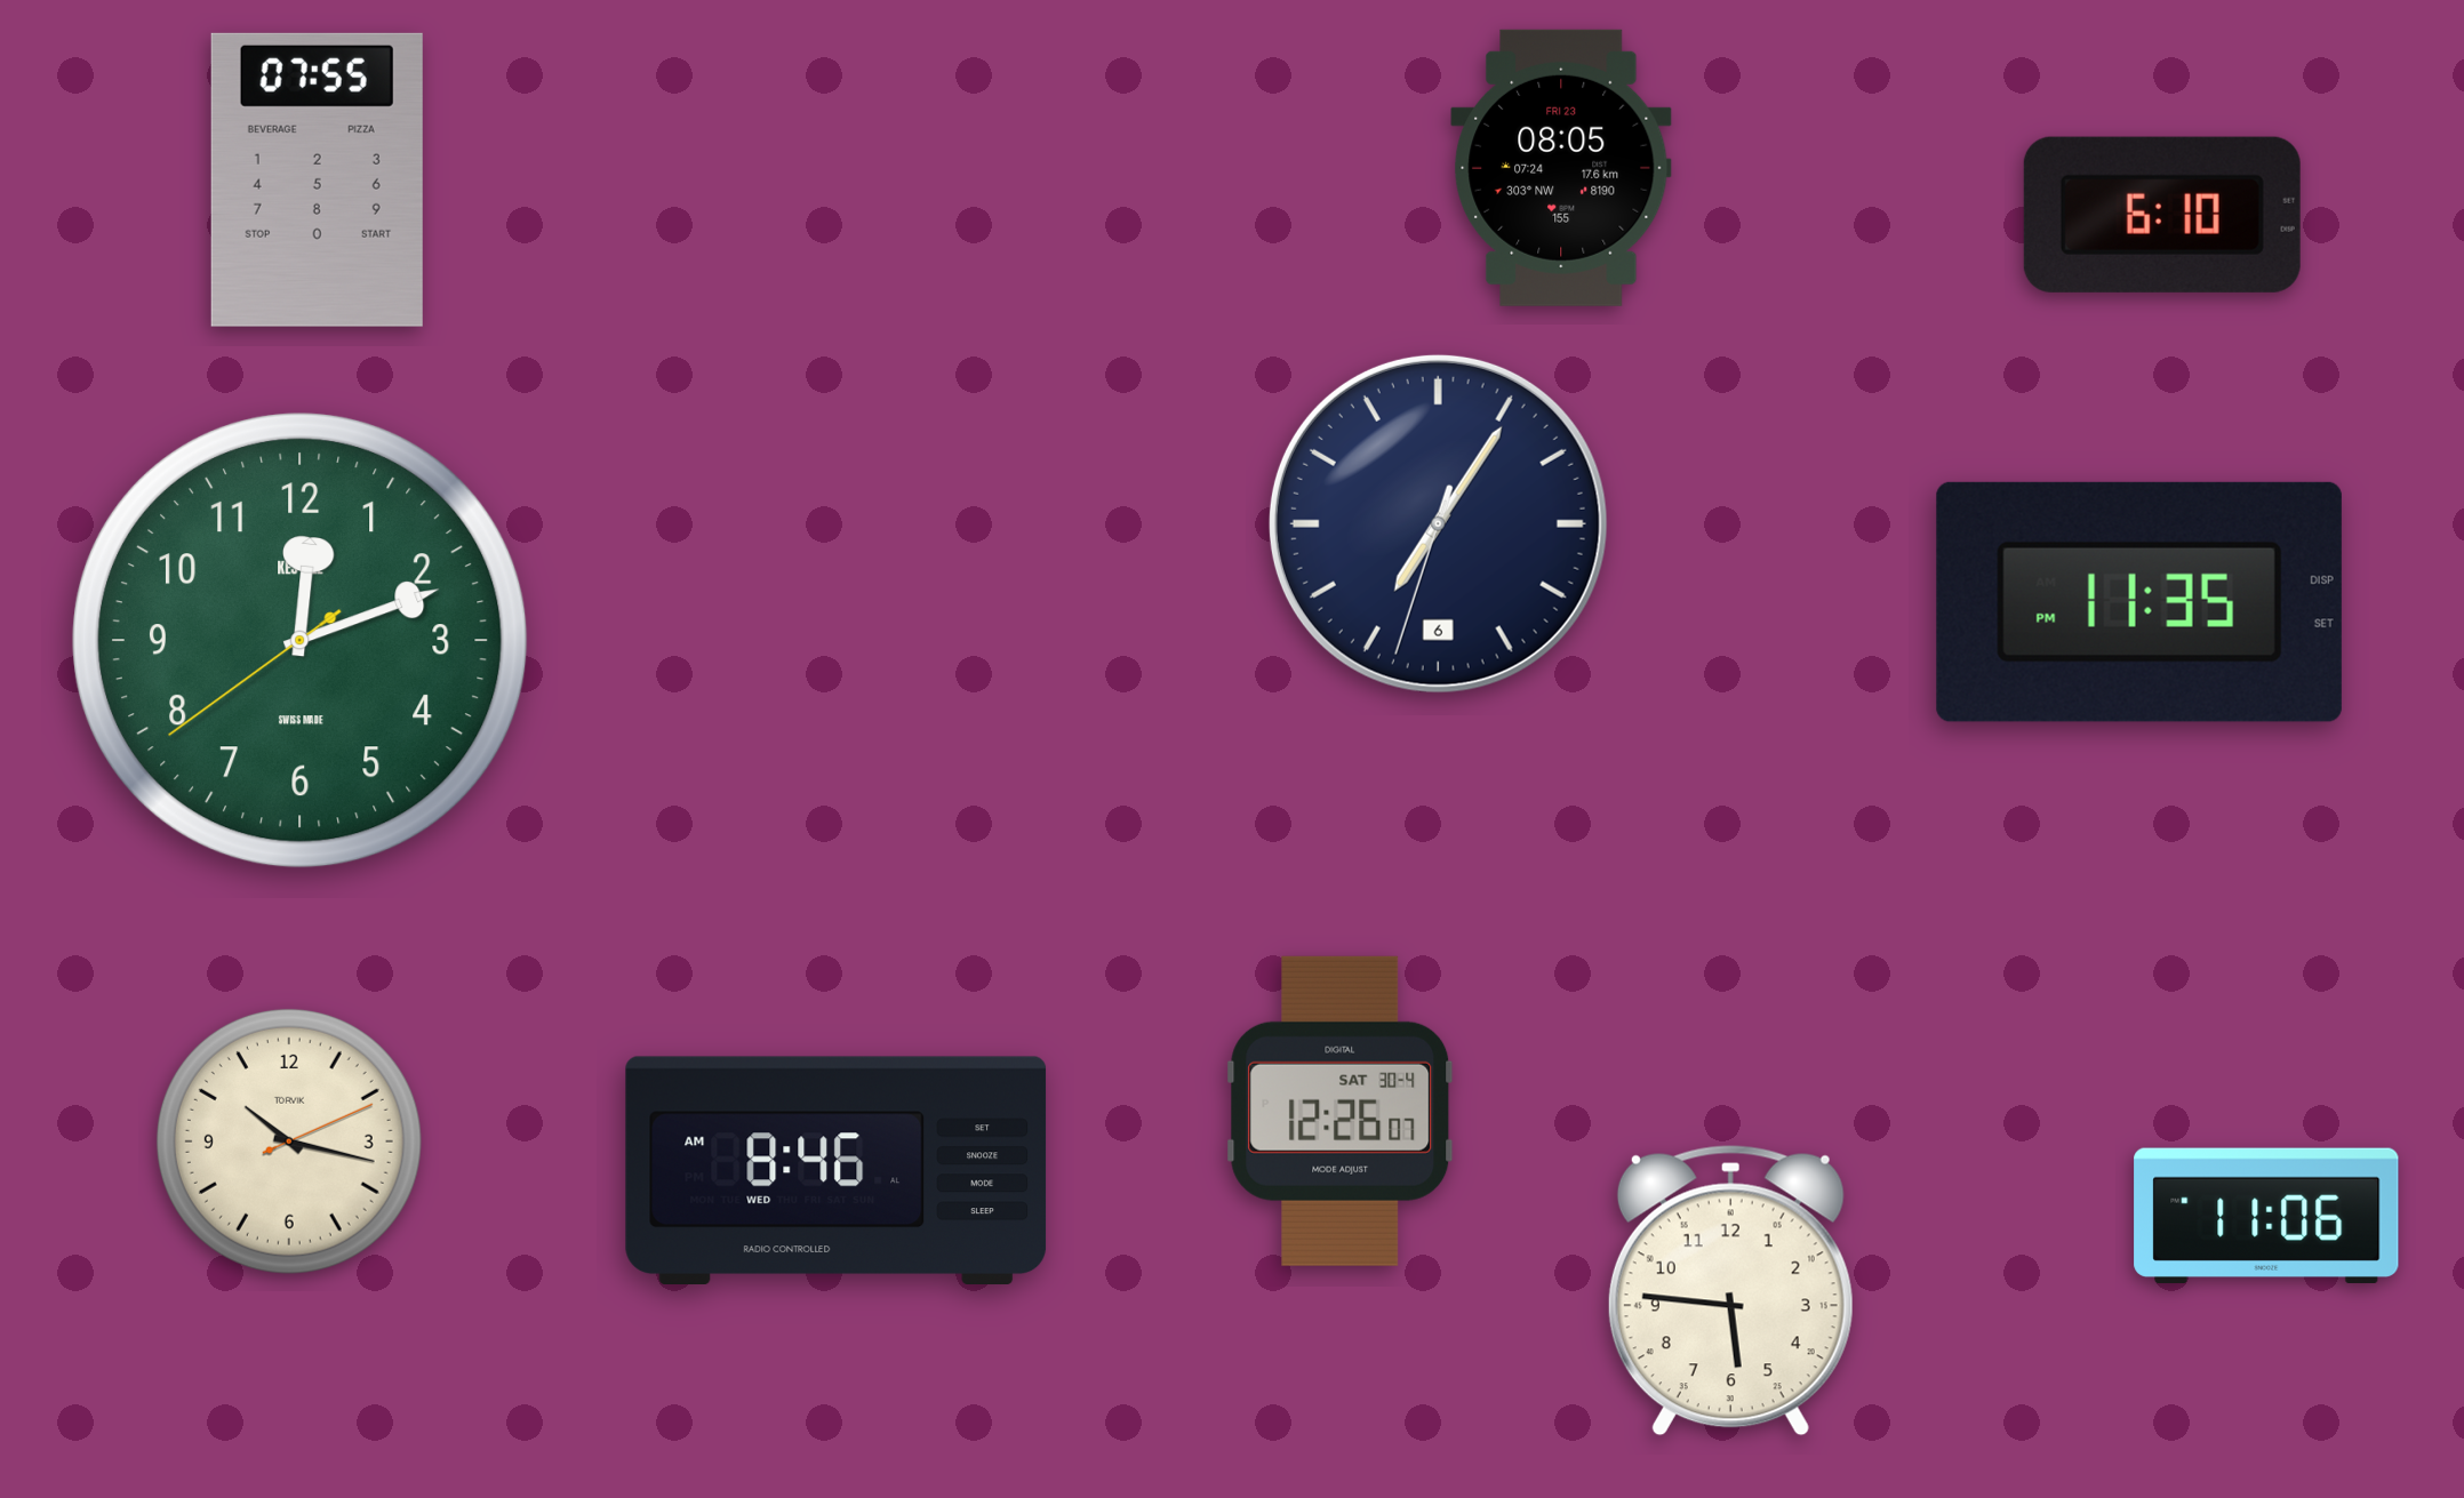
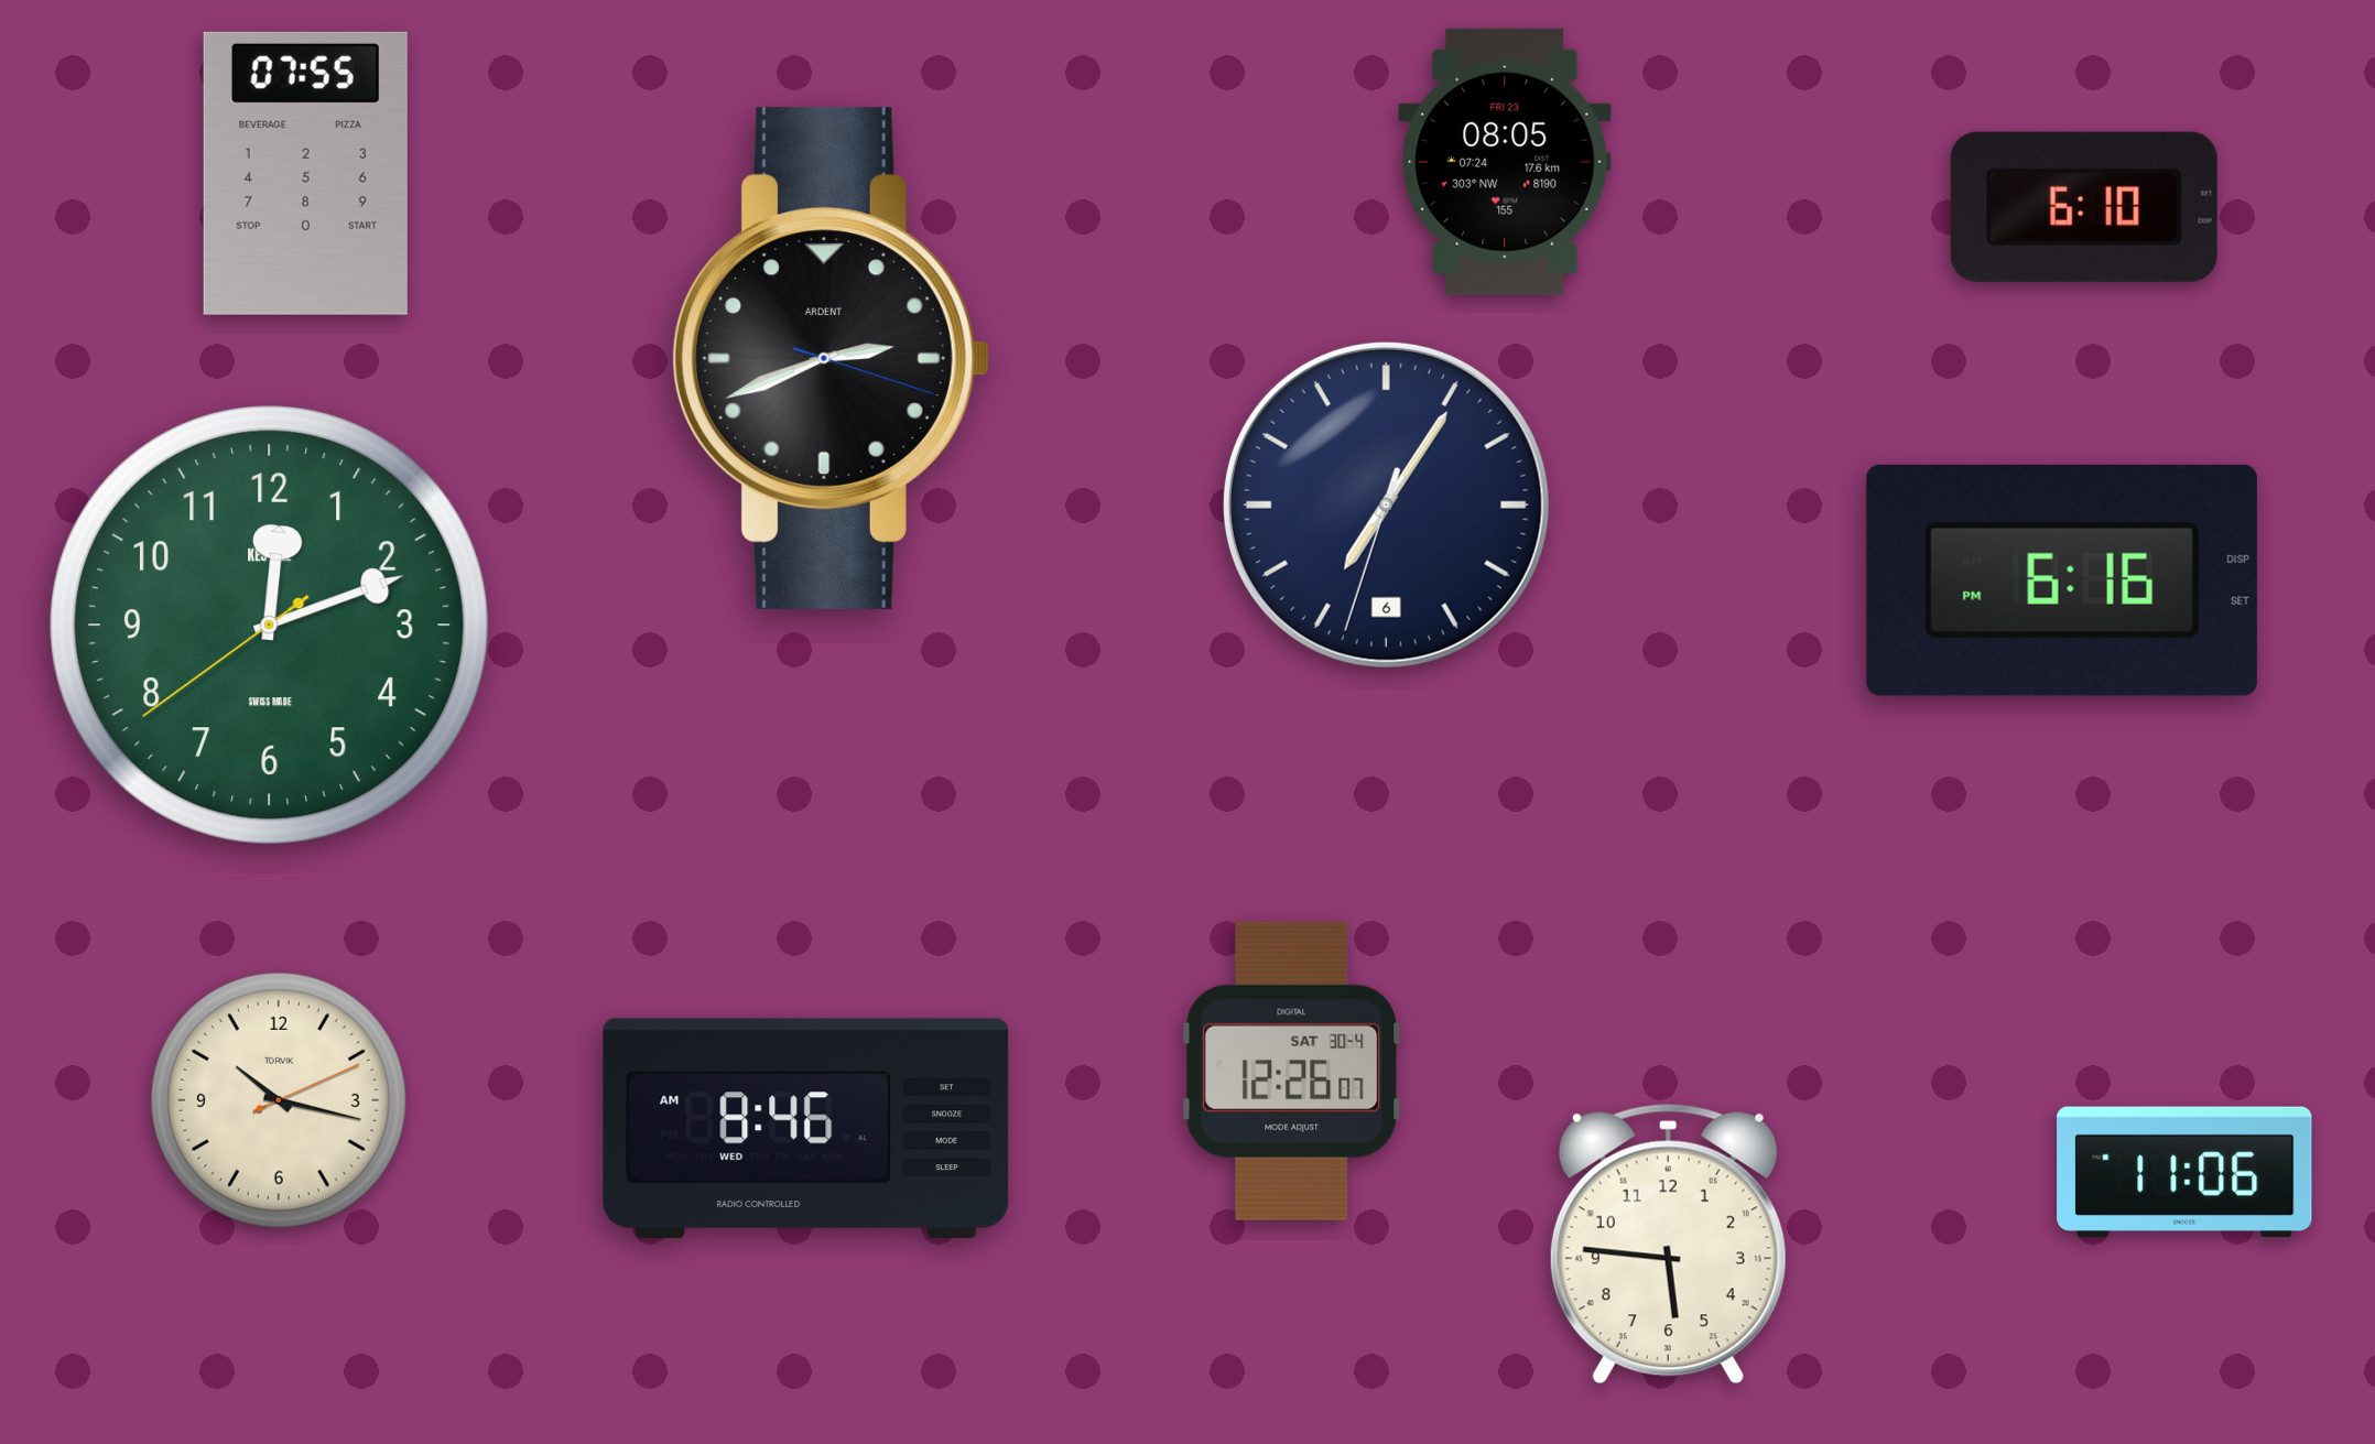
clock at (831, 358): none -> 2:41
clock at (2139, 602): 11:35 -> 6:16
clock at (299, 640) position: (299, 640) -> (269, 625)
